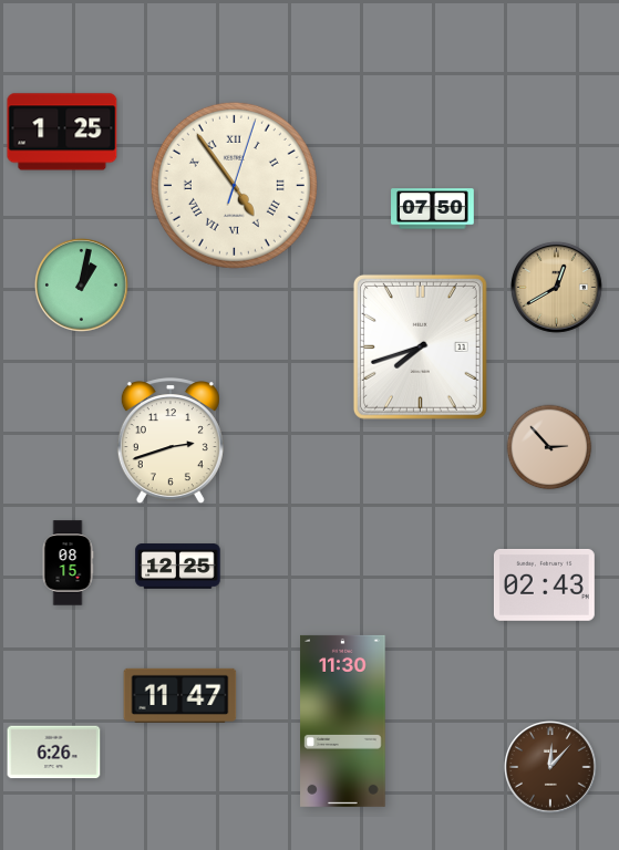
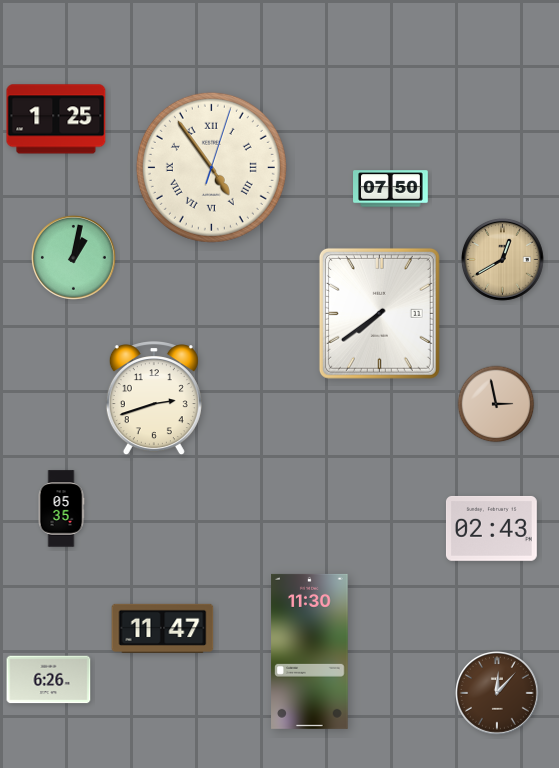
clock at (420, 346): 7:42 -> 7:39
clock at (549, 447): 2:53 -> 2:58
clock at (68, 563): 08:15 -> 05:35
clock at (178, 567): 12:25 -> none
